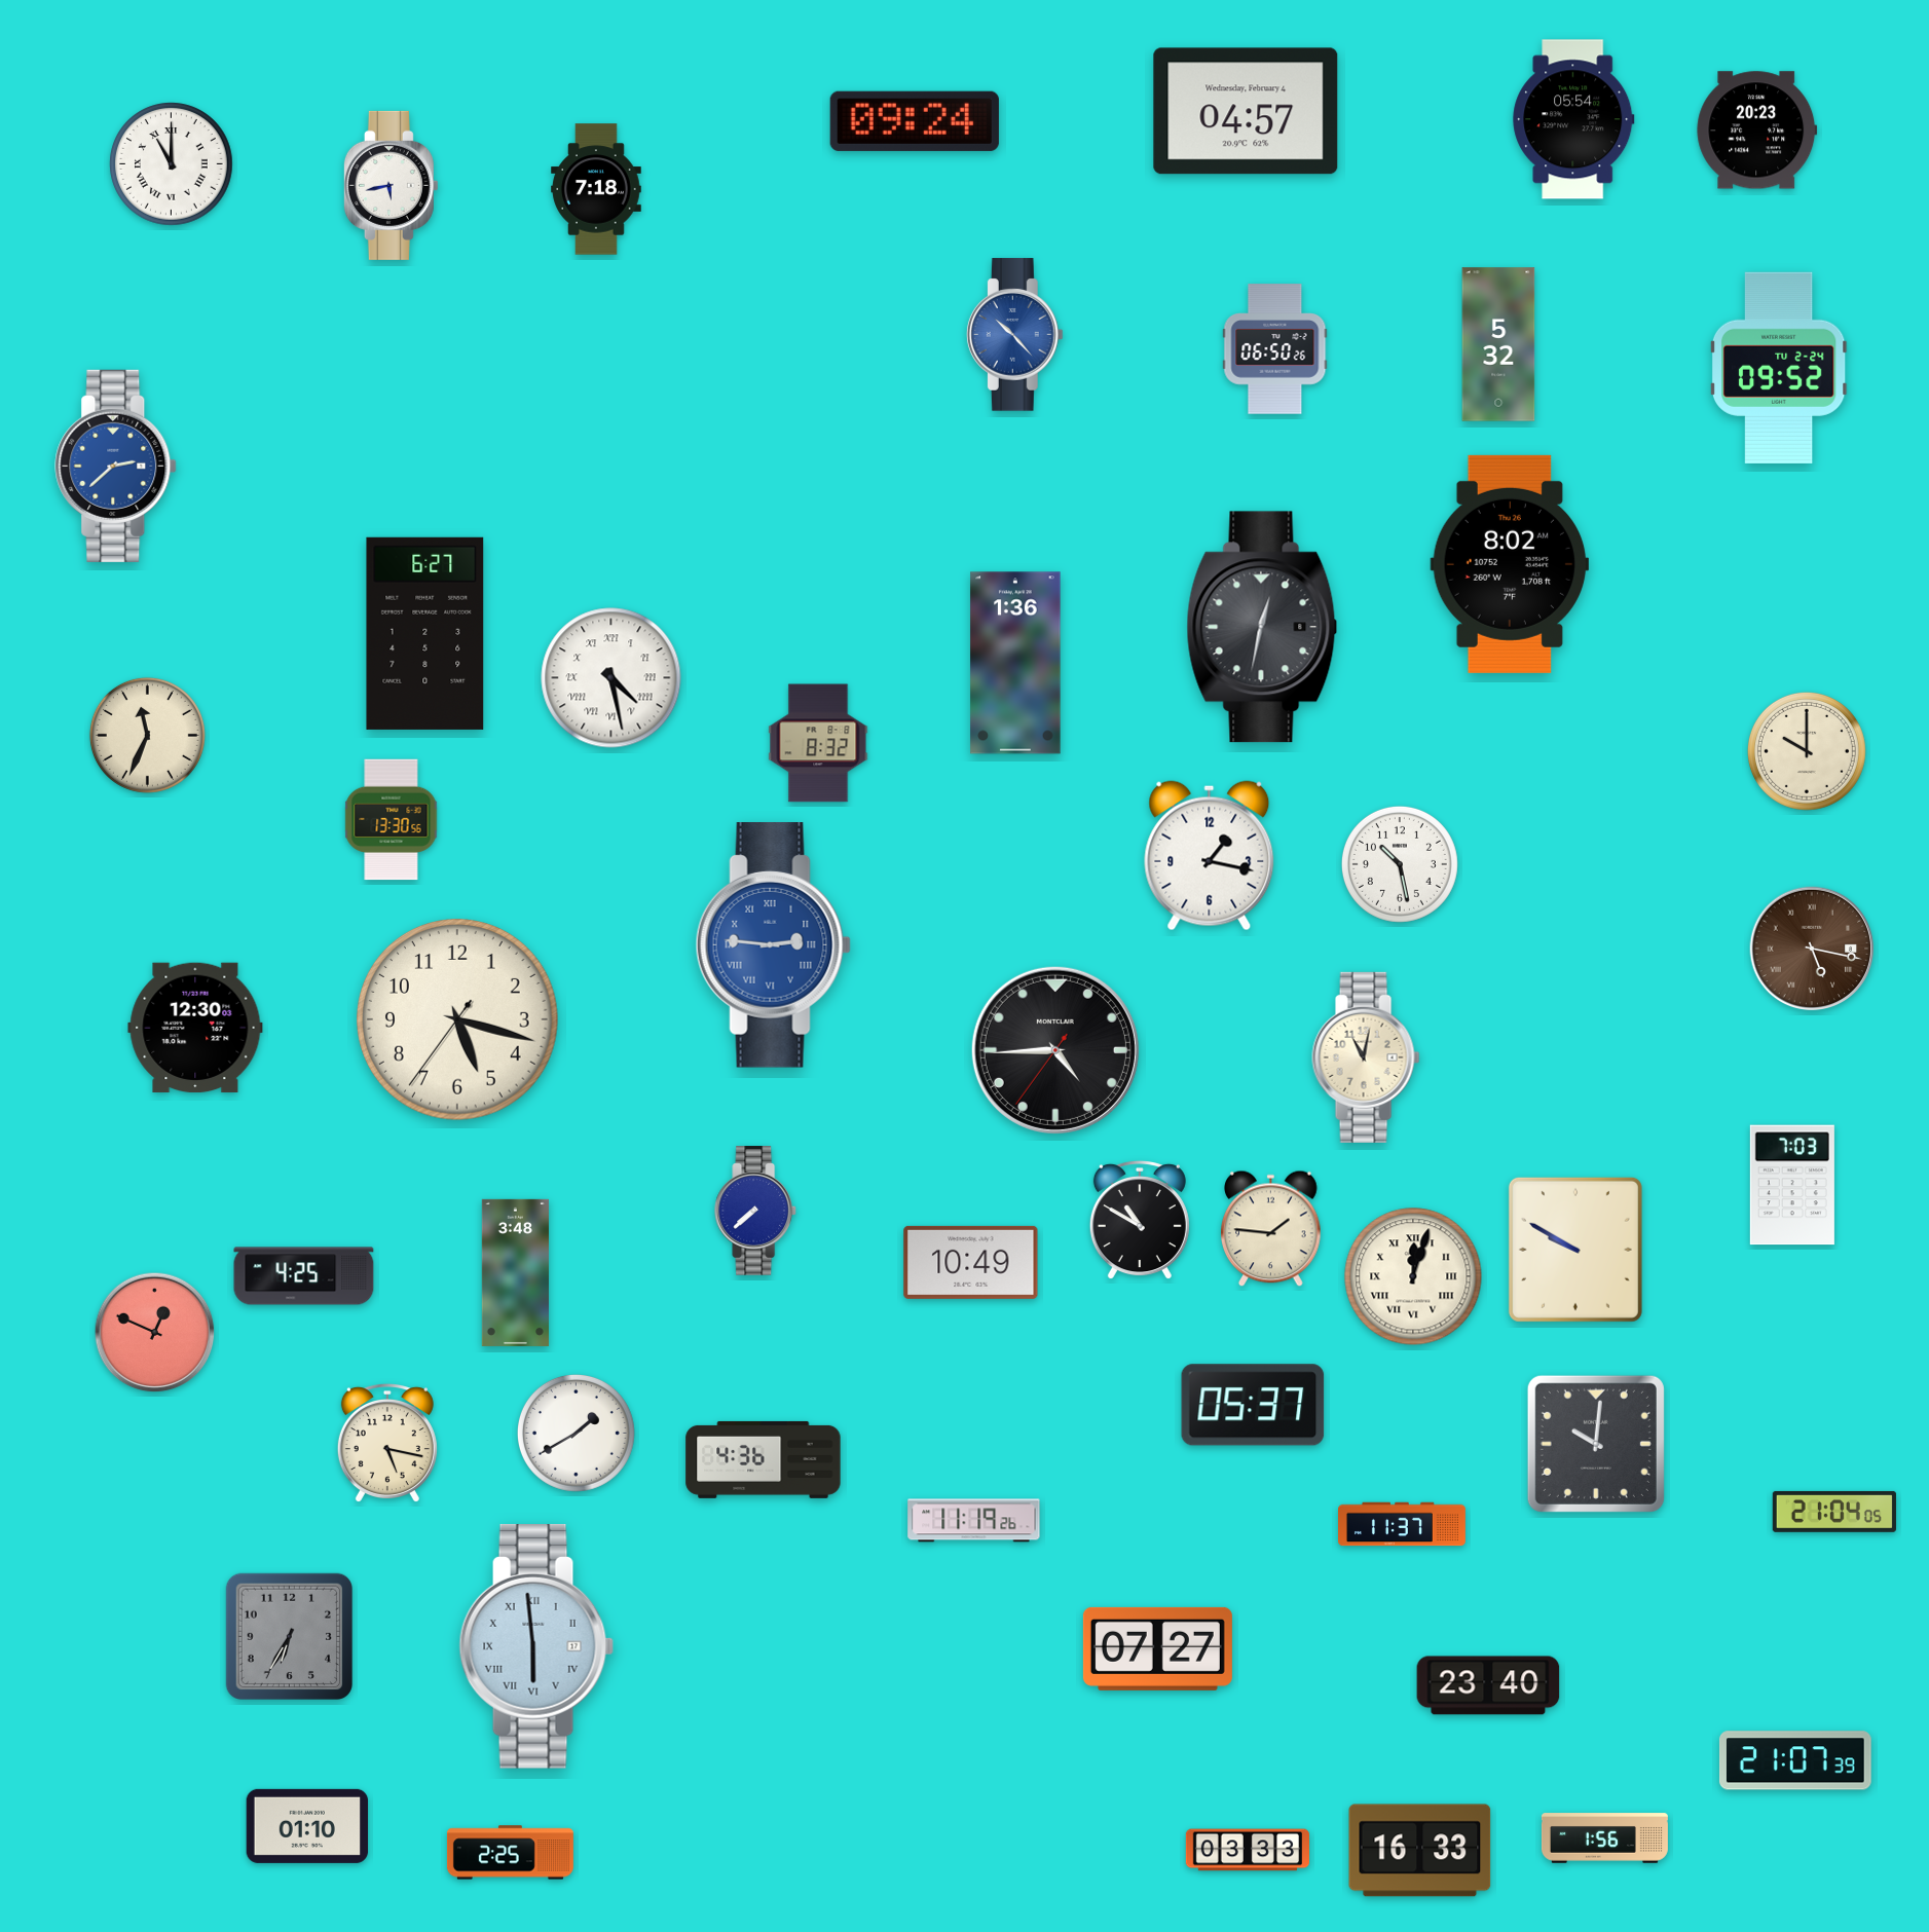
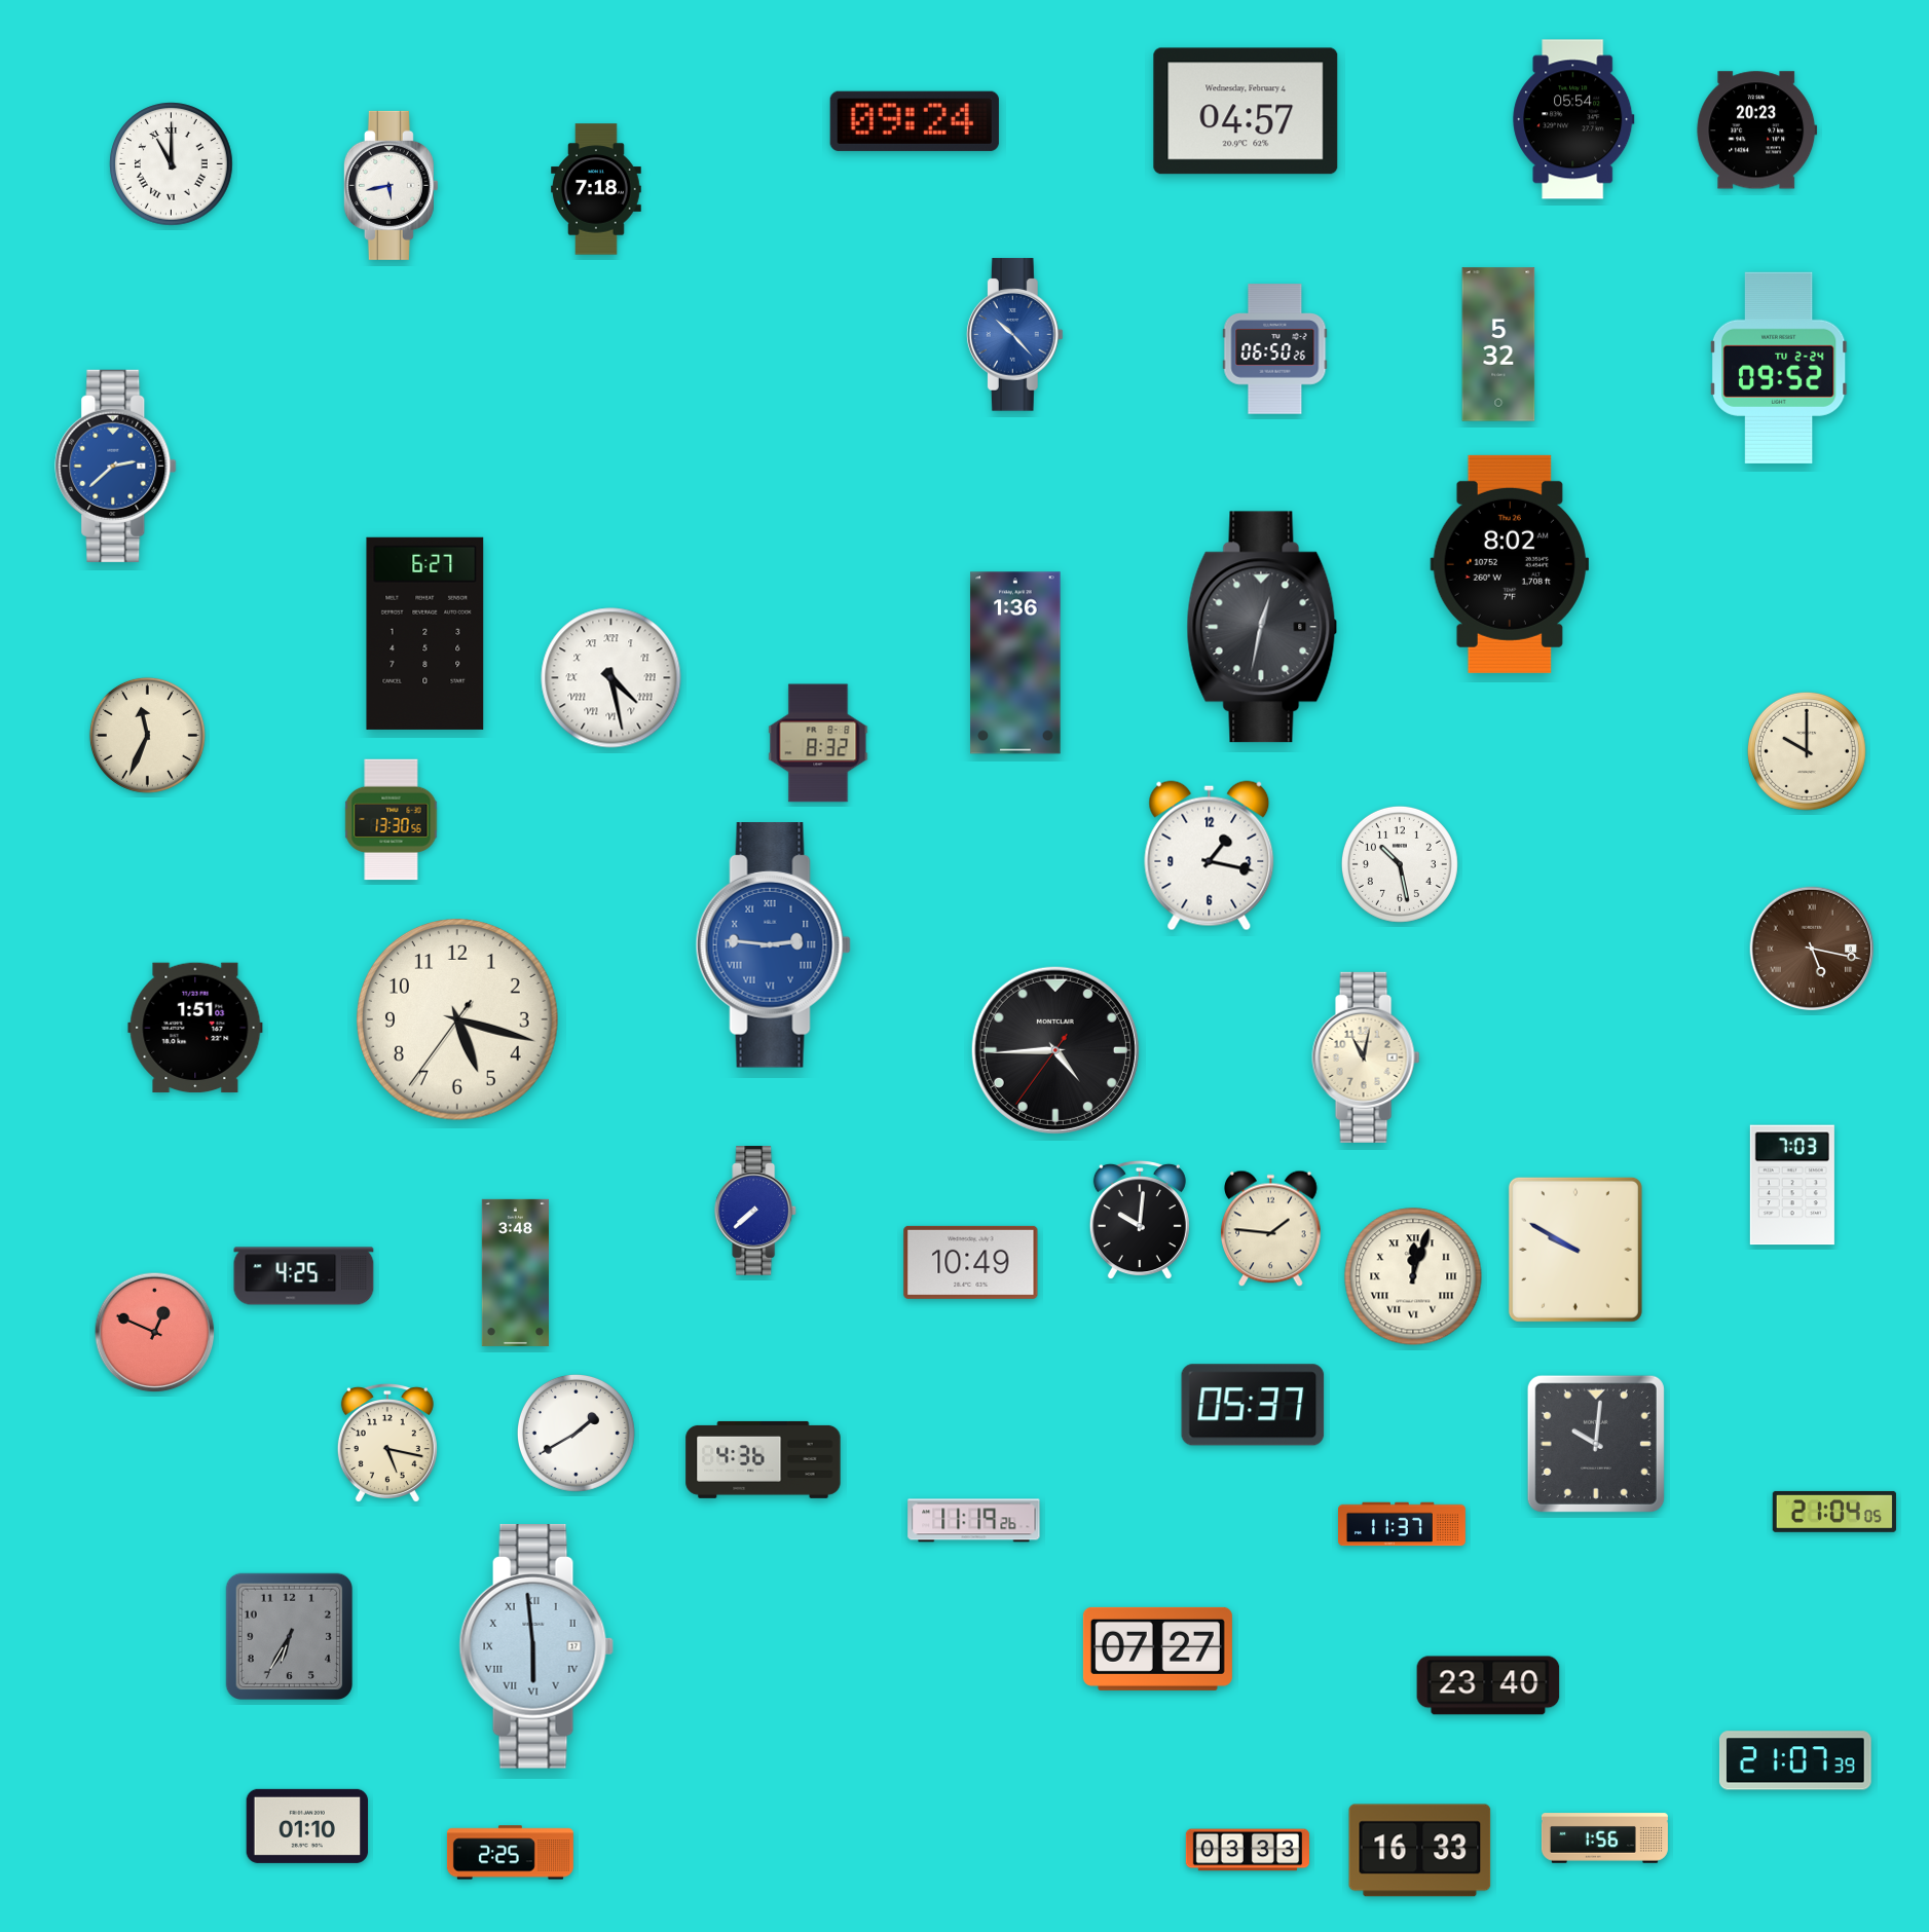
clock at (195, 1028): 12:30 -> 1:51
clock at (1140, 1220): 10:50 -> 10:01
